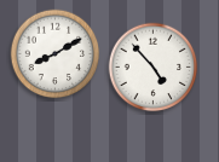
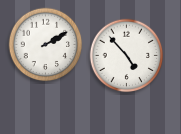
clock at (56, 54): 8:10 -> 2:10
